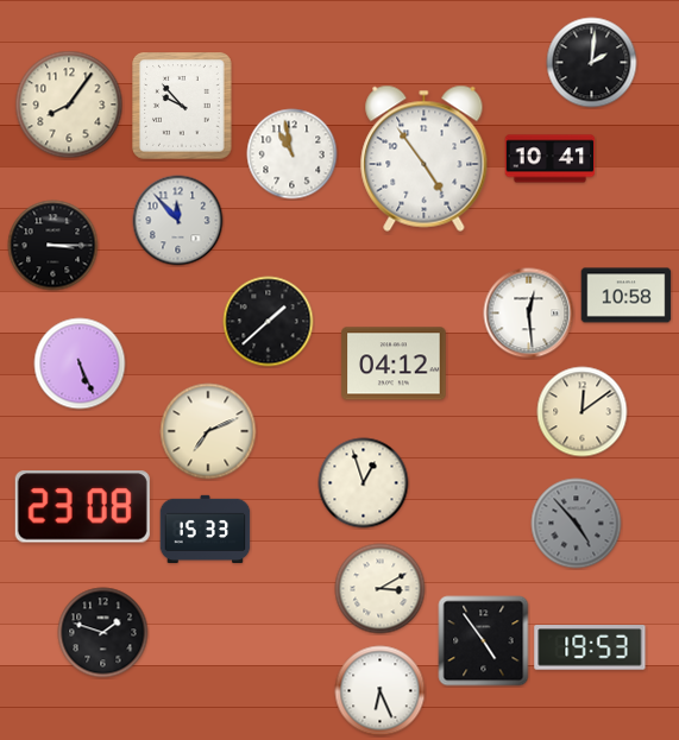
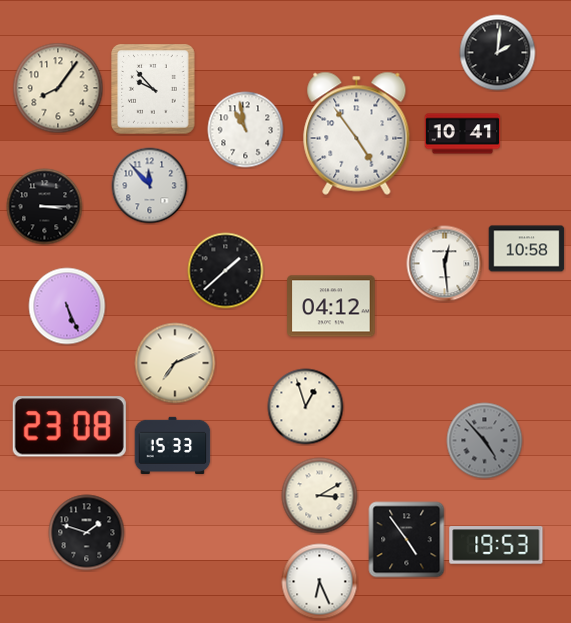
clock at (583, 412): 12:09 -> none
